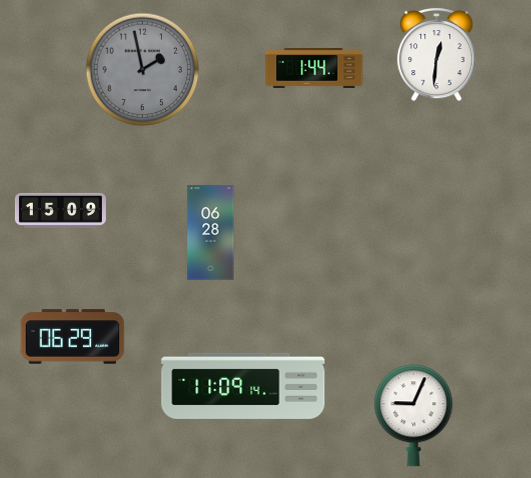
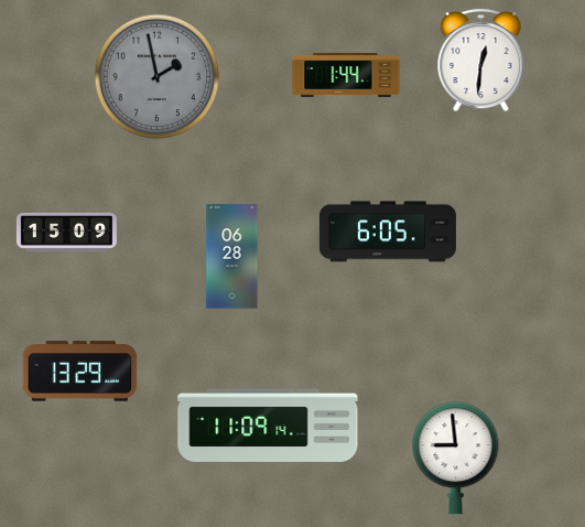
clock at (388, 232): none -> 6:05
clock at (73, 337): 06:29 -> 13:29
clock at (414, 416): 9:04 -> 8:59
